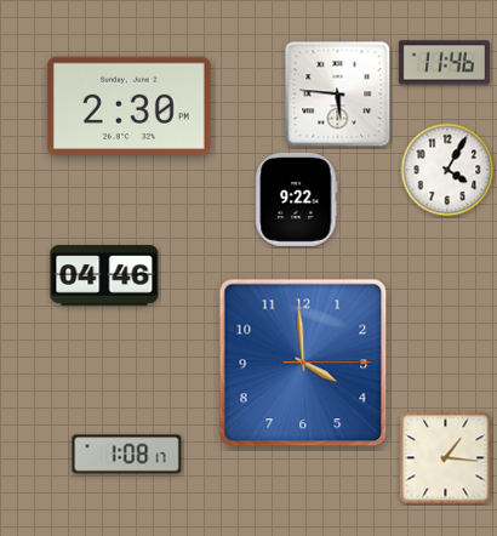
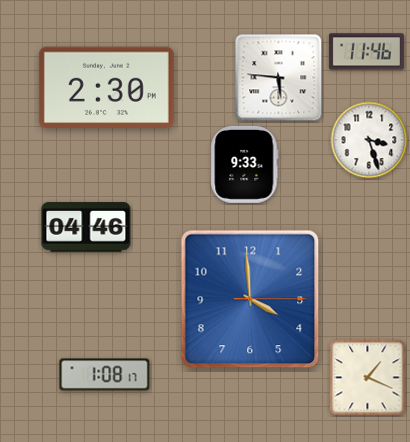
clock at (447, 170): 4:05 -> 3:27
clock at (297, 199): 9:22 -> 9:33
clock at (446, 458): 1:16 -> 1:19
